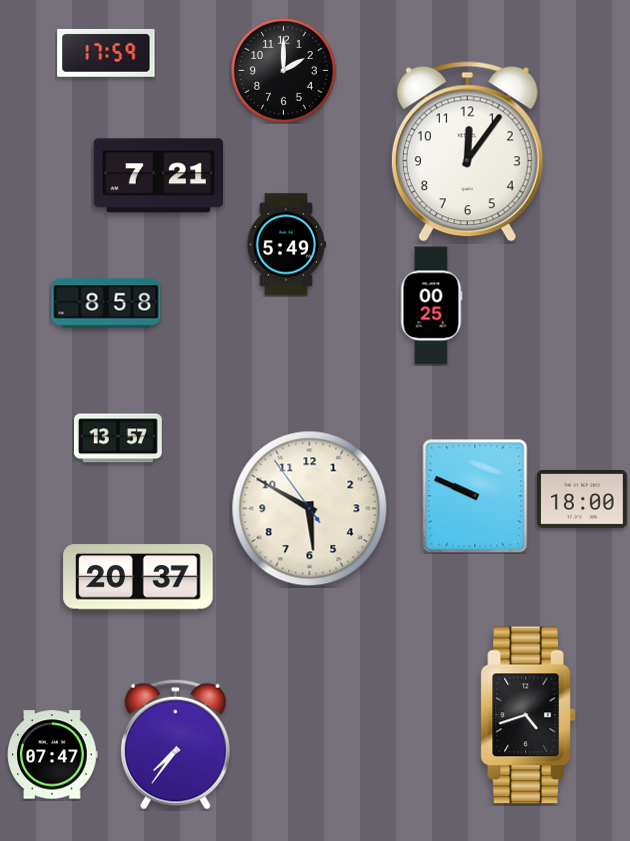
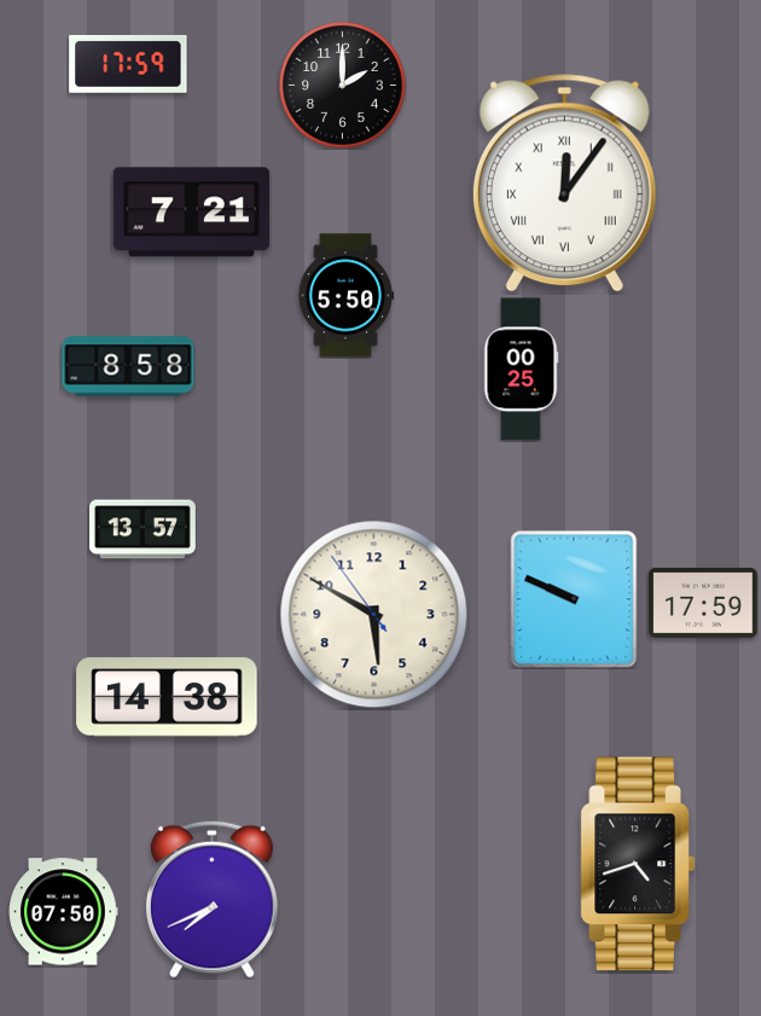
clock at (467, 152) numerals: Arabic -> Roman
clock at (285, 245): 5:49 -> 5:50
clock at (582, 499): 18:00 -> 17:59
clock at (138, 577): 20:37 -> 14:38
clock at (175, 744): 7:36 -> 7:41
clock at (53, 755): 07:47 -> 07:50
